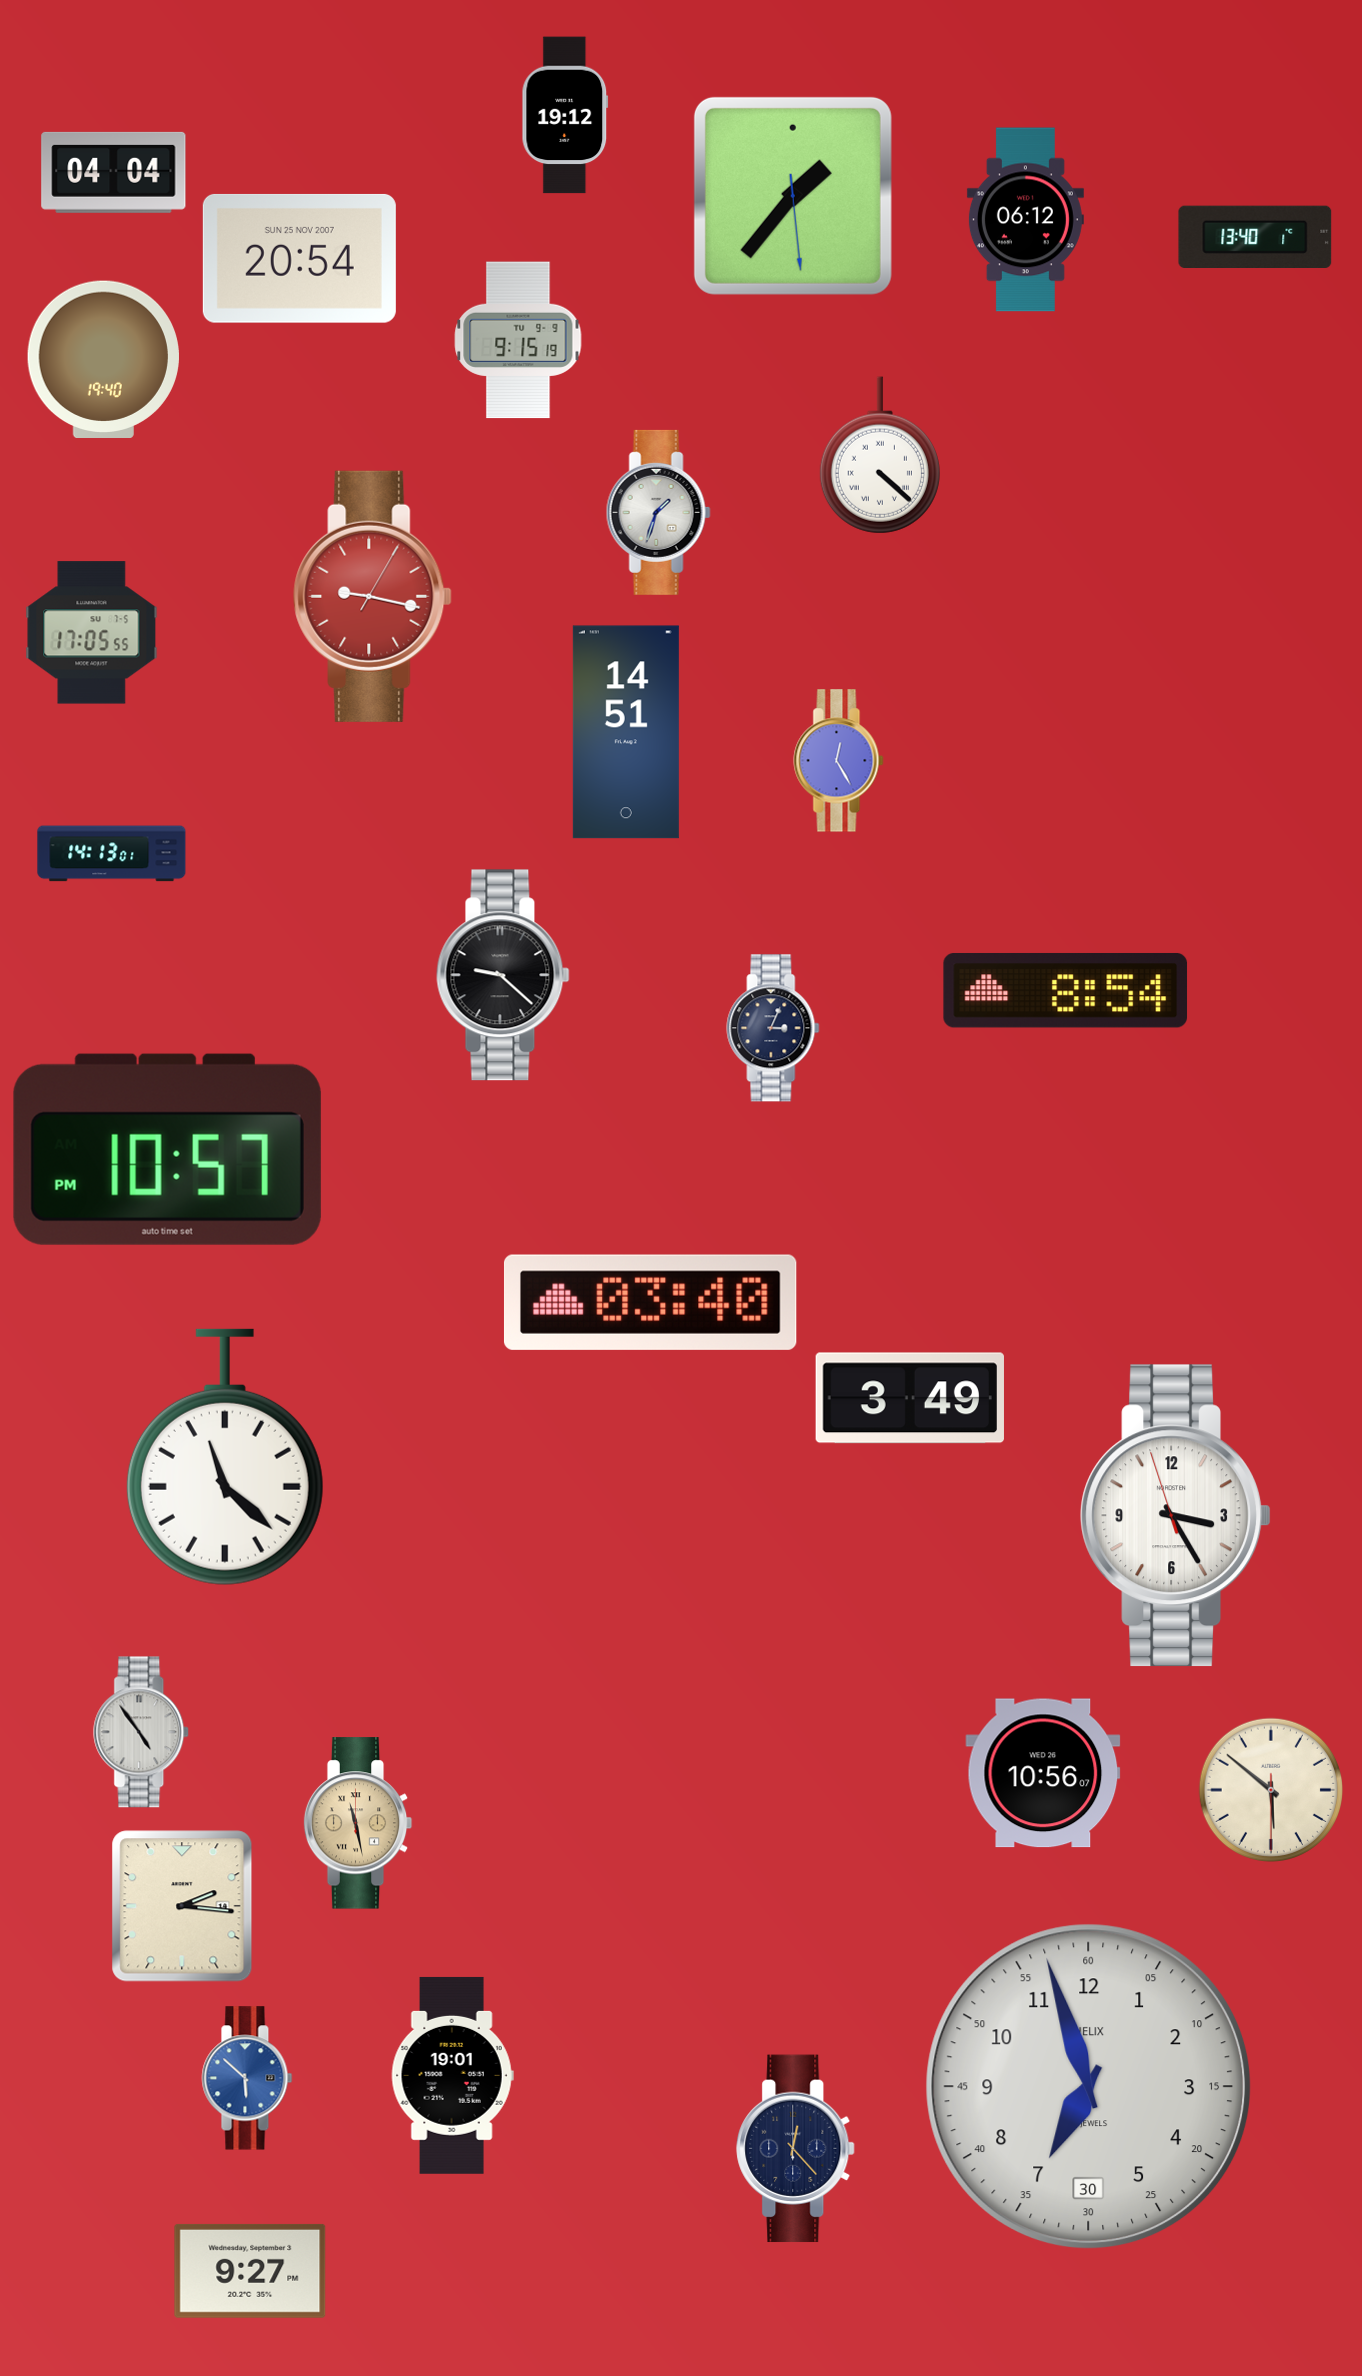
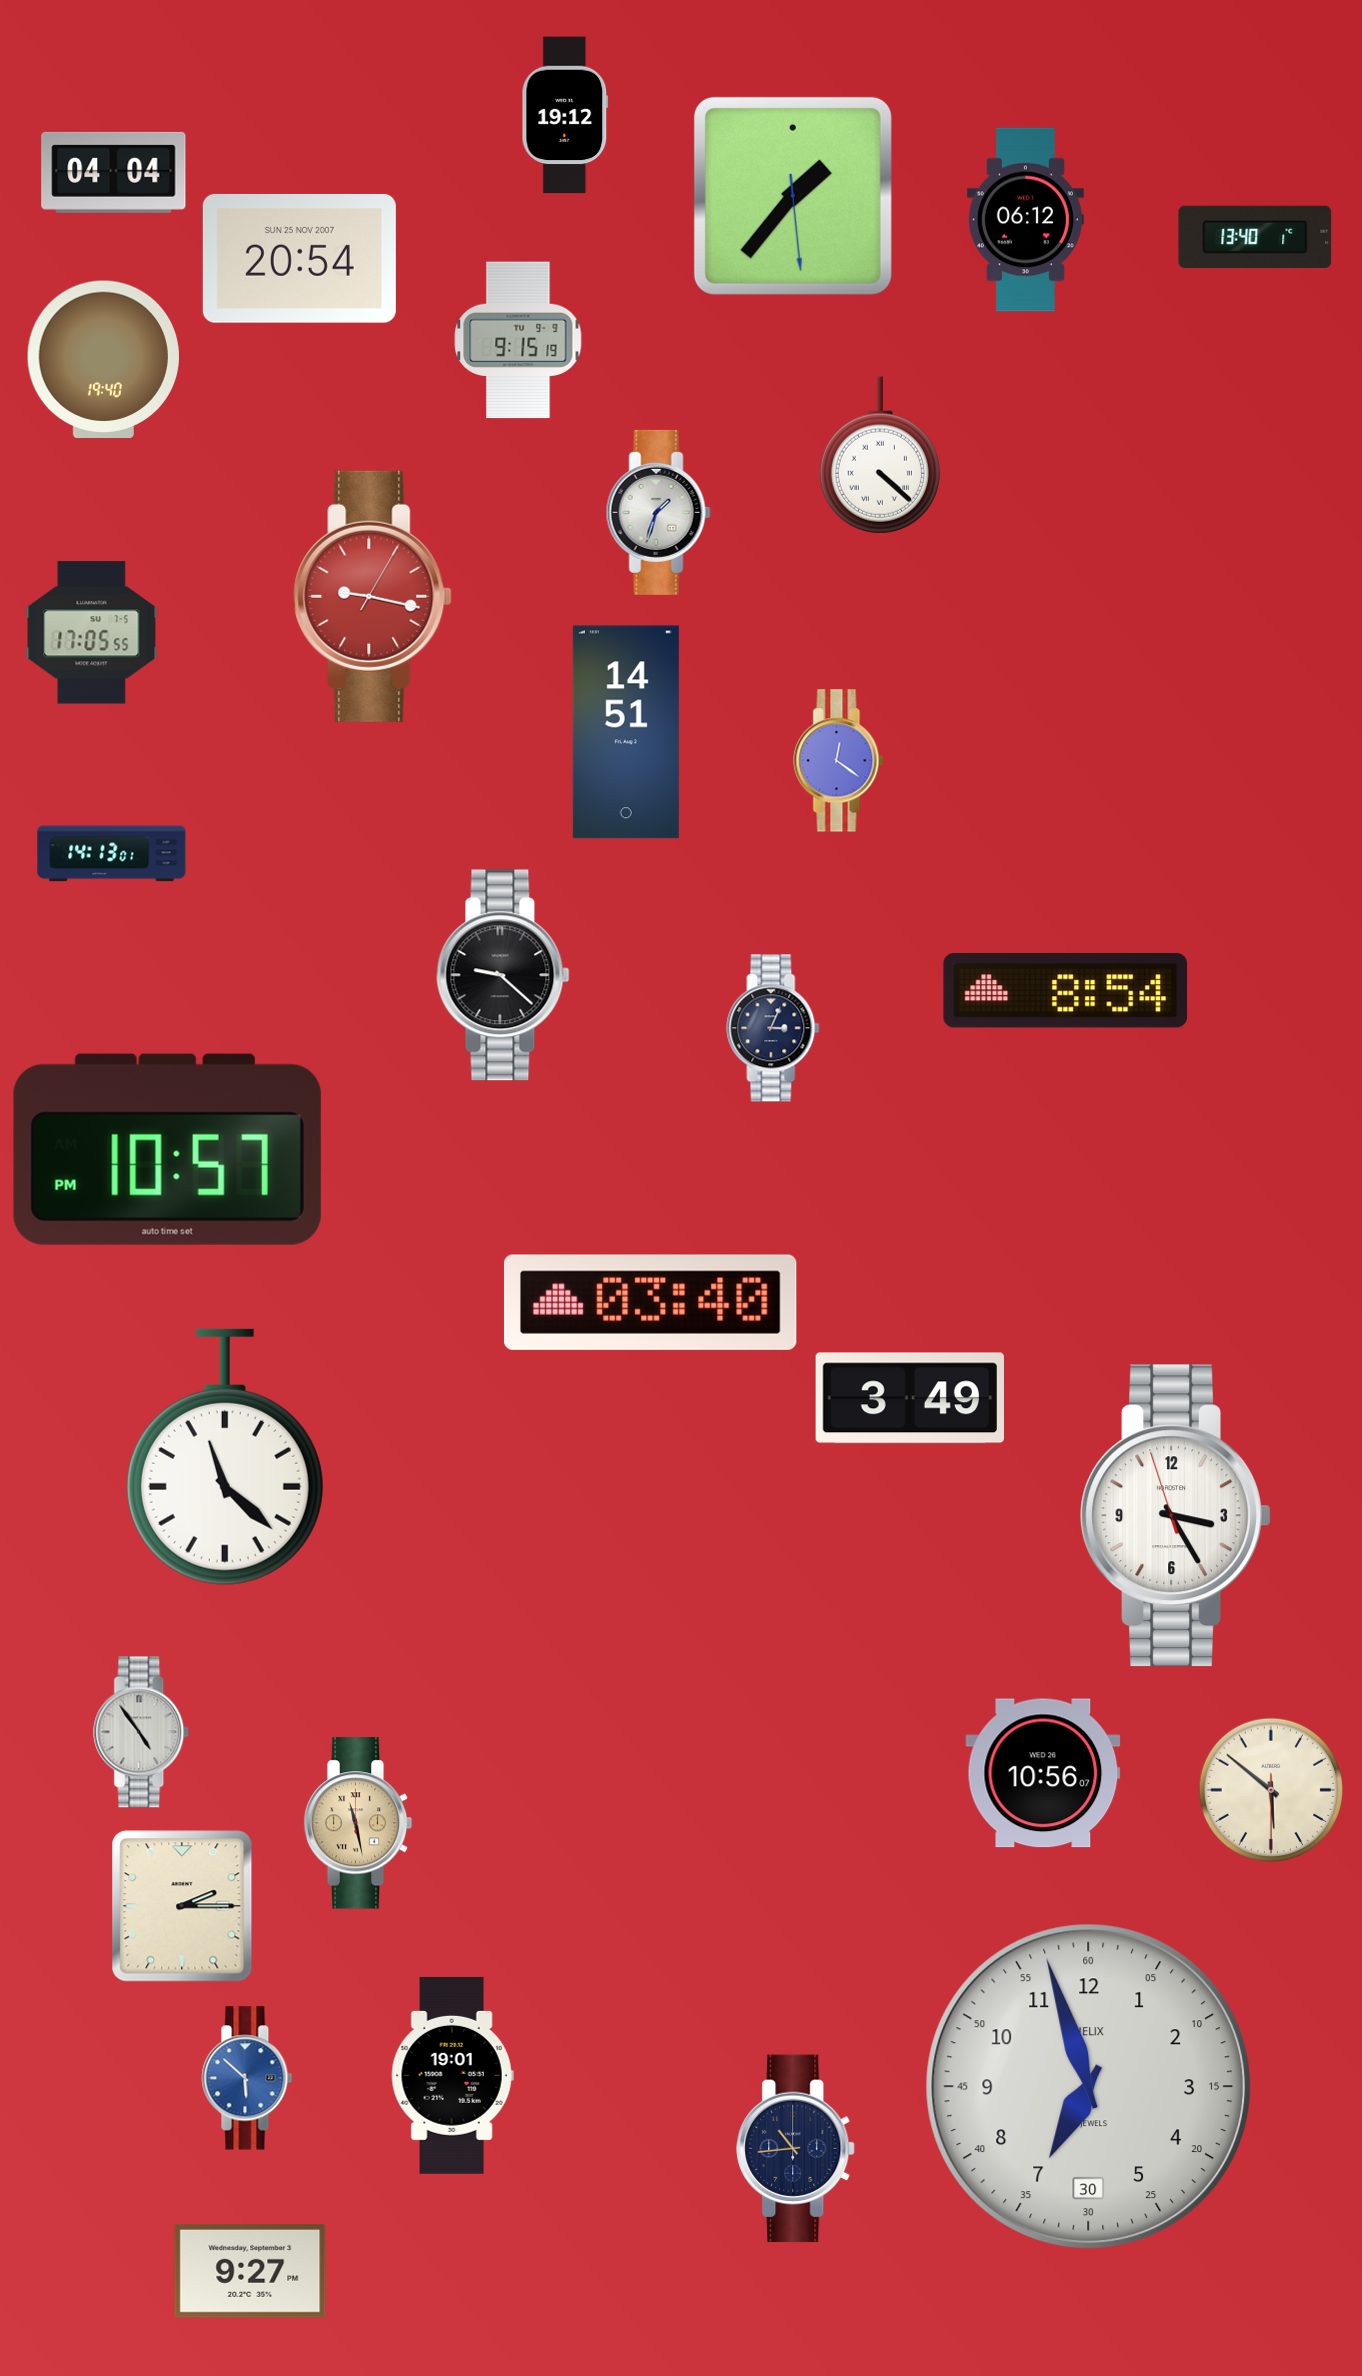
clock at (839, 761): 12:25 -> 12:21
clock at (182, 1906): 2:16 -> 2:15
clock at (796, 2149): 12:23 -> 10:44
